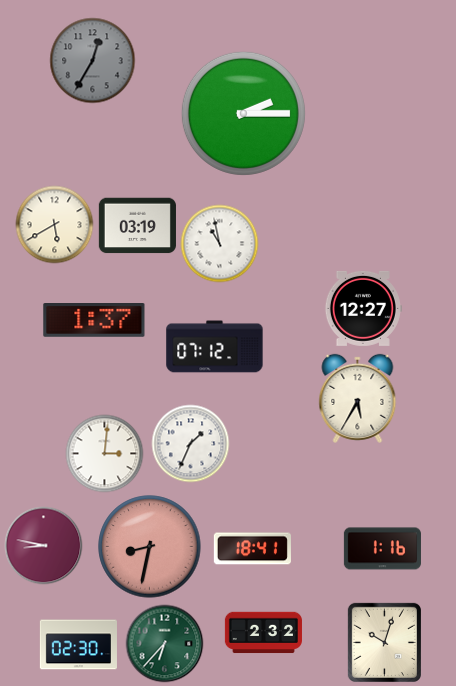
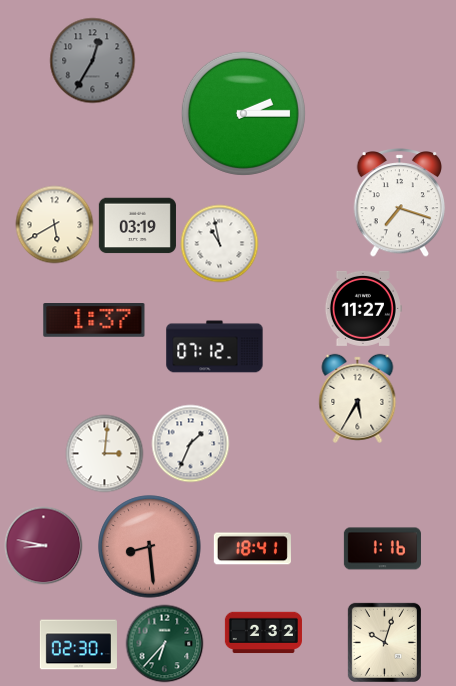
clock at (400, 203): none -> 7:18
clock at (363, 308): 12:27 -> 11:27
clock at (150, 547): 8:32 -> 8:29
